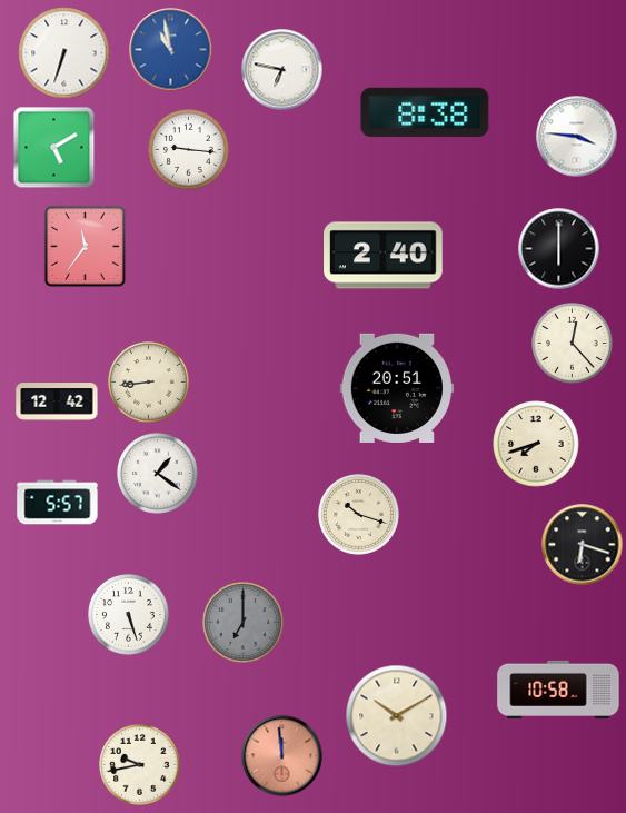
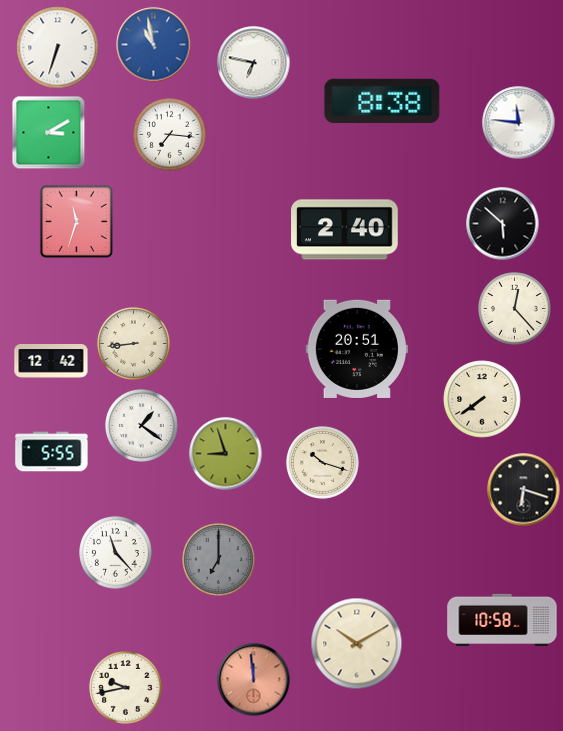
clock at (577, 137): 3:46 -> 11:46
clock at (54, 148): 5:10 -> 3:10
clock at (189, 150): 9:16 -> 7:16
clock at (85, 246): 11:36 -> 11:33
clock at (559, 249): 6:00 -> 5:52
clock at (536, 444): 7:42 -> 7:39
clock at (58, 503): 5:57 -> 5:55
clock at (226, 454): none -> 8:57
clock at (129, 615): 5:27 -> 11:23
